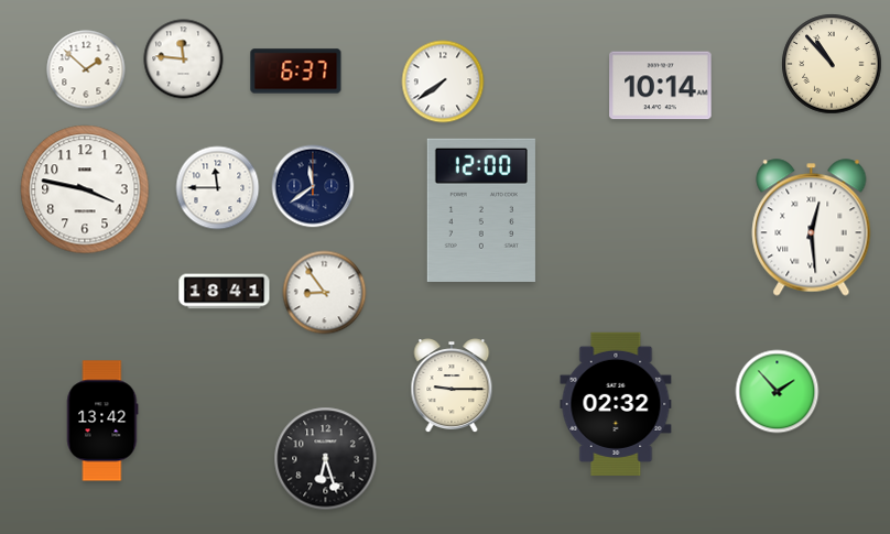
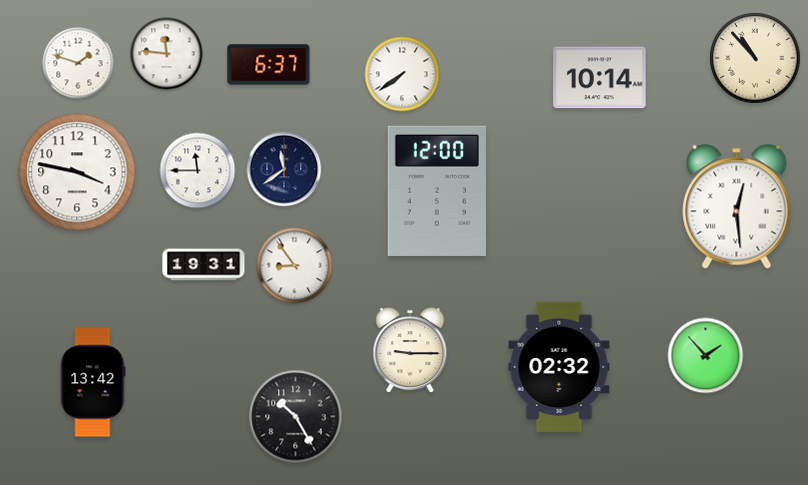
clock at (86, 69): 1:52 -> 1:48
clock at (225, 292): 18:41 -> 19:31
clock at (326, 459): 6:27 -> 10:25
